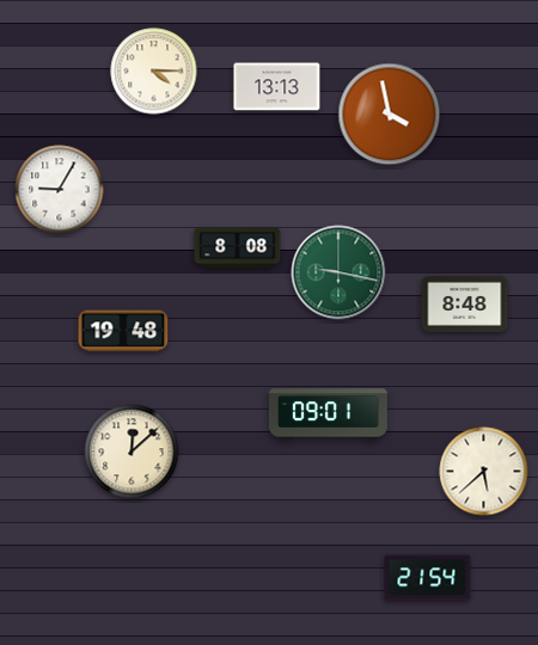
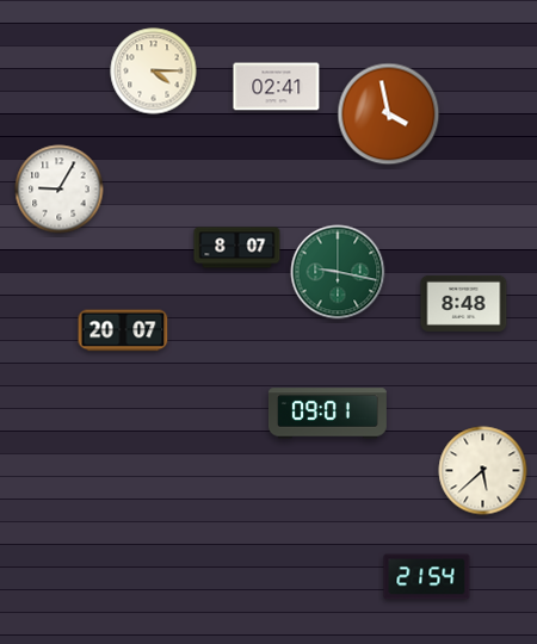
clock at (277, 87): 13:13 -> 02:41
clock at (238, 248): 8:08 -> 8:07
clock at (123, 331): 19:48 -> 20:07
clock at (132, 451): 12:08 -> none
